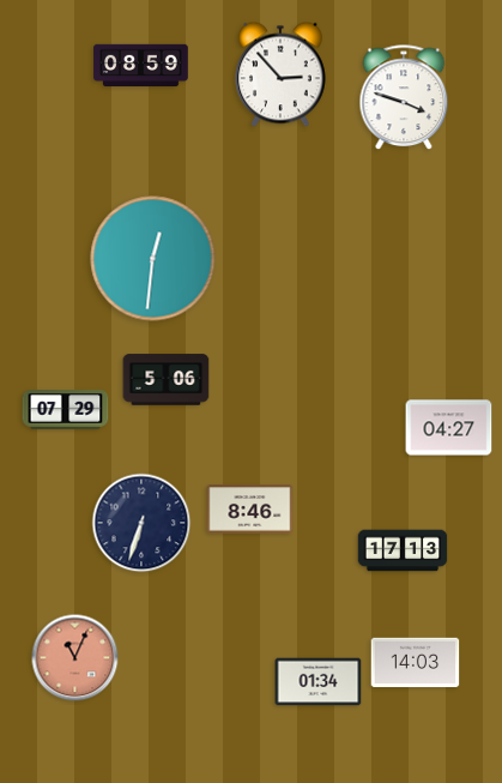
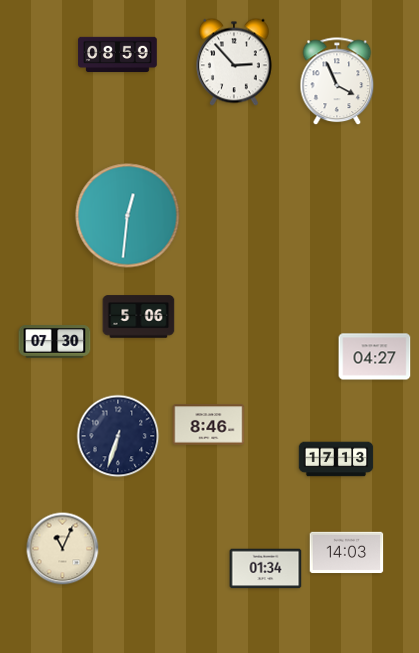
clock at (404, 98): 3:48 -> 3:56
clock at (66, 410): 07:29 -> 07:30
clock at (75, 658) dial: salmon -> cream
